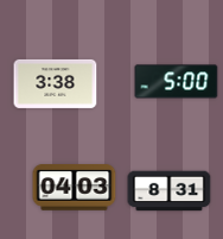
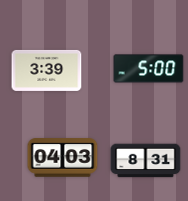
clock at (56, 83): 3:38 -> 3:39
clock at (170, 191) position: (170, 191) -> (146, 161)
